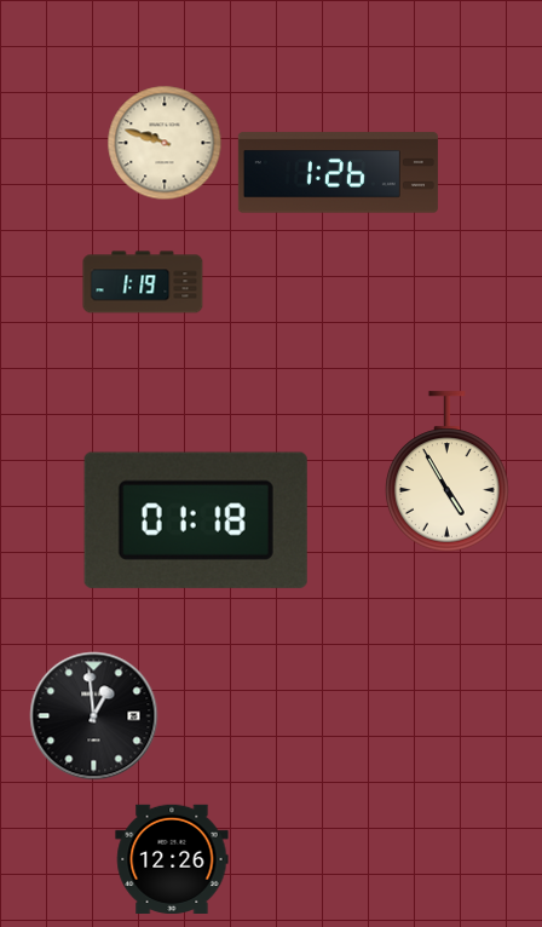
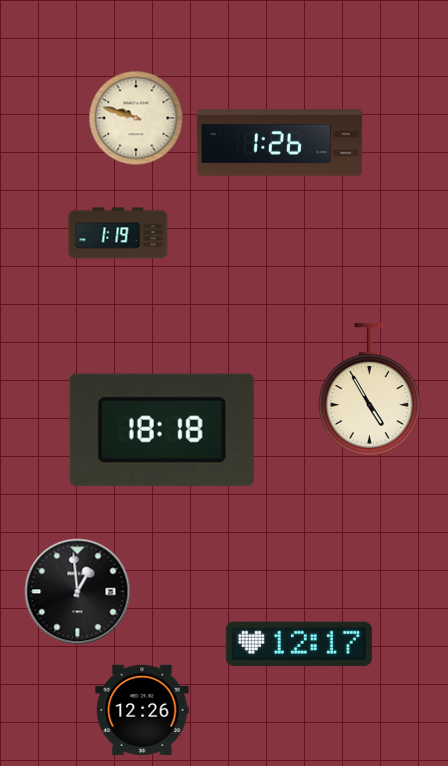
clock at (196, 520): 01:18 -> 18:18
clock at (299, 644): none -> 12:17
